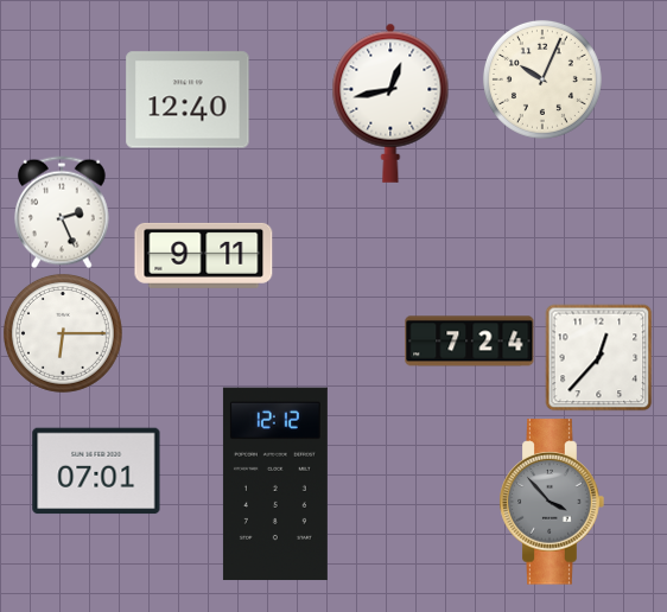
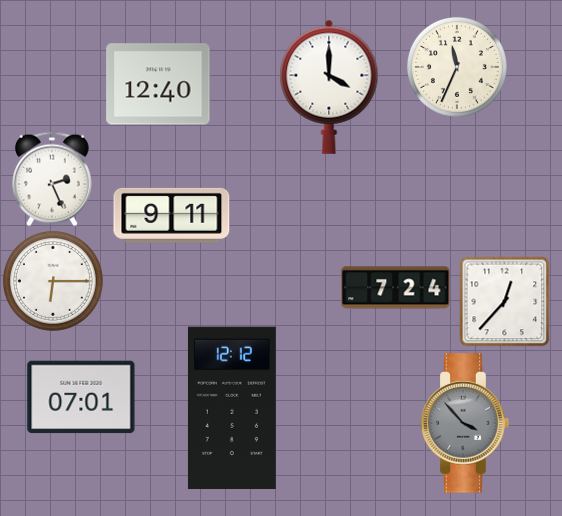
clock at (542, 79): 10:04 -> 11:34
clock at (390, 103): 12:43 -> 4:00
